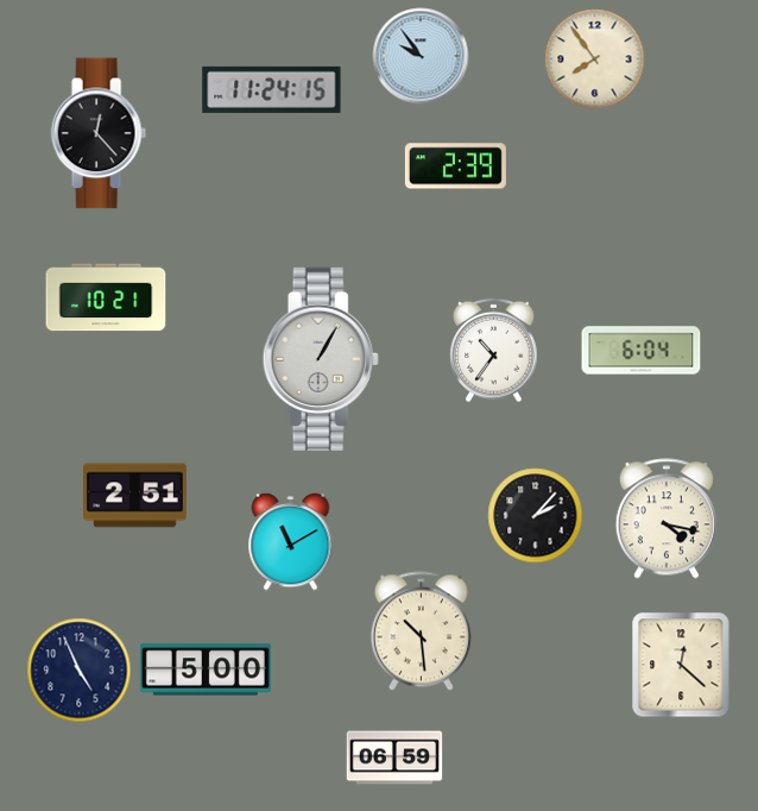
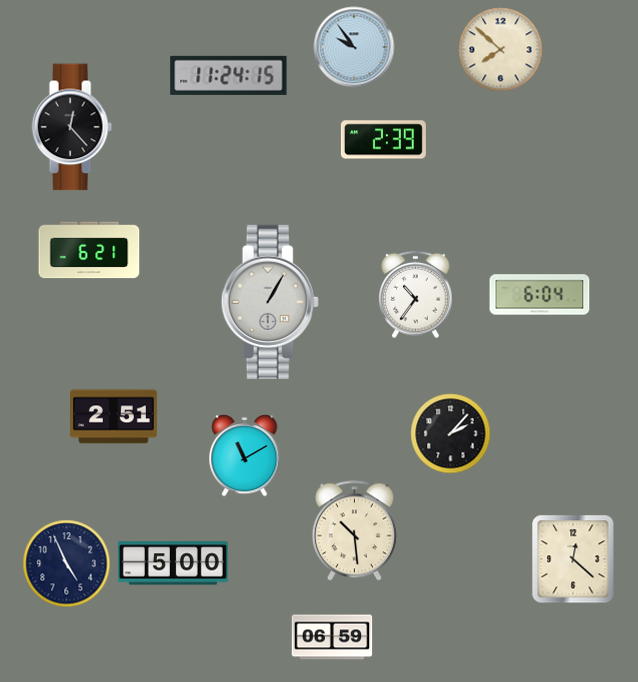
clock at (595, 59): 7:54 -> 7:52
clock at (99, 133) position: (99, 133) -> (72, 127)
clock at (106, 297): 10:21 -> 6:21
clock at (667, 518): 4:17 -> none
